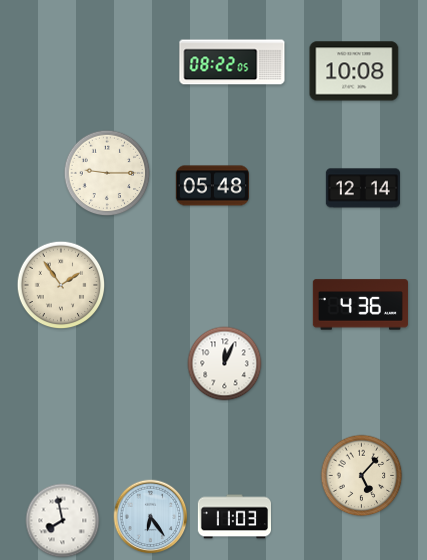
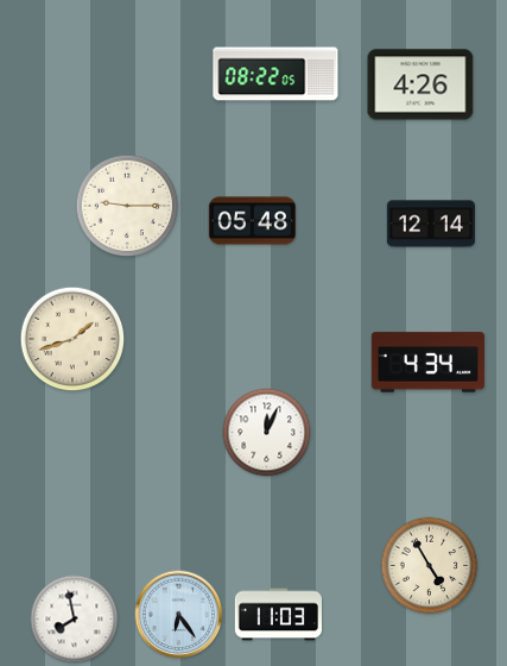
clock at (354, 71): 10:08 -> 4:26
clock at (61, 285): 1:54 -> 1:42
clock at (360, 305): 4:36 -> 4:34
clock at (362, 476): 5:07 -> 4:55
